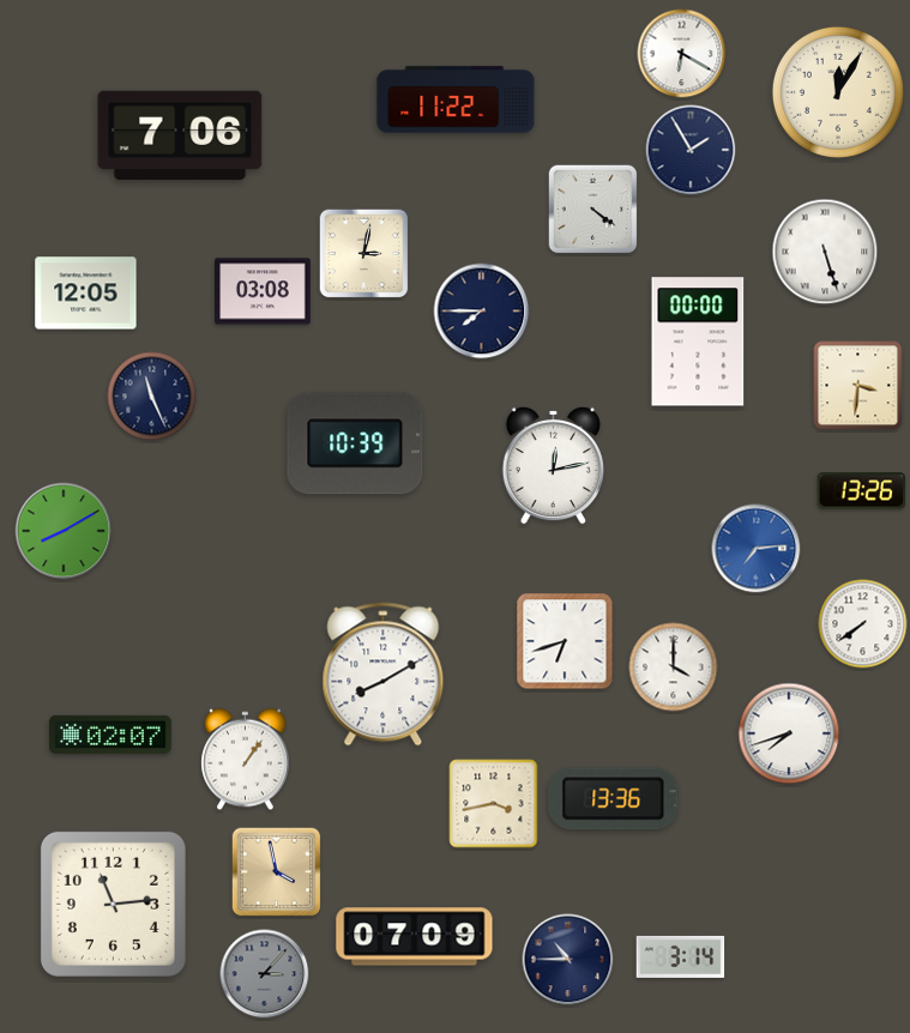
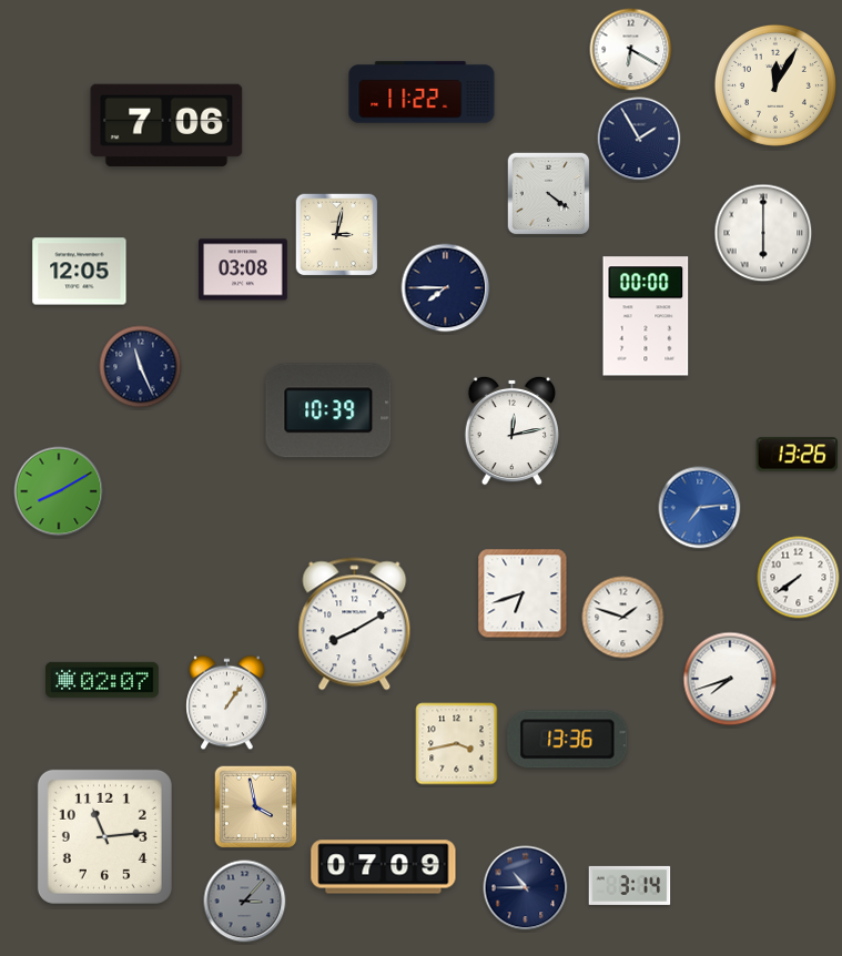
clock at (825, 252): 5:27 -> 6:00
clock at (858, 386): 3:31 -> none
clock at (674, 667): 4:00 -> 1:48
